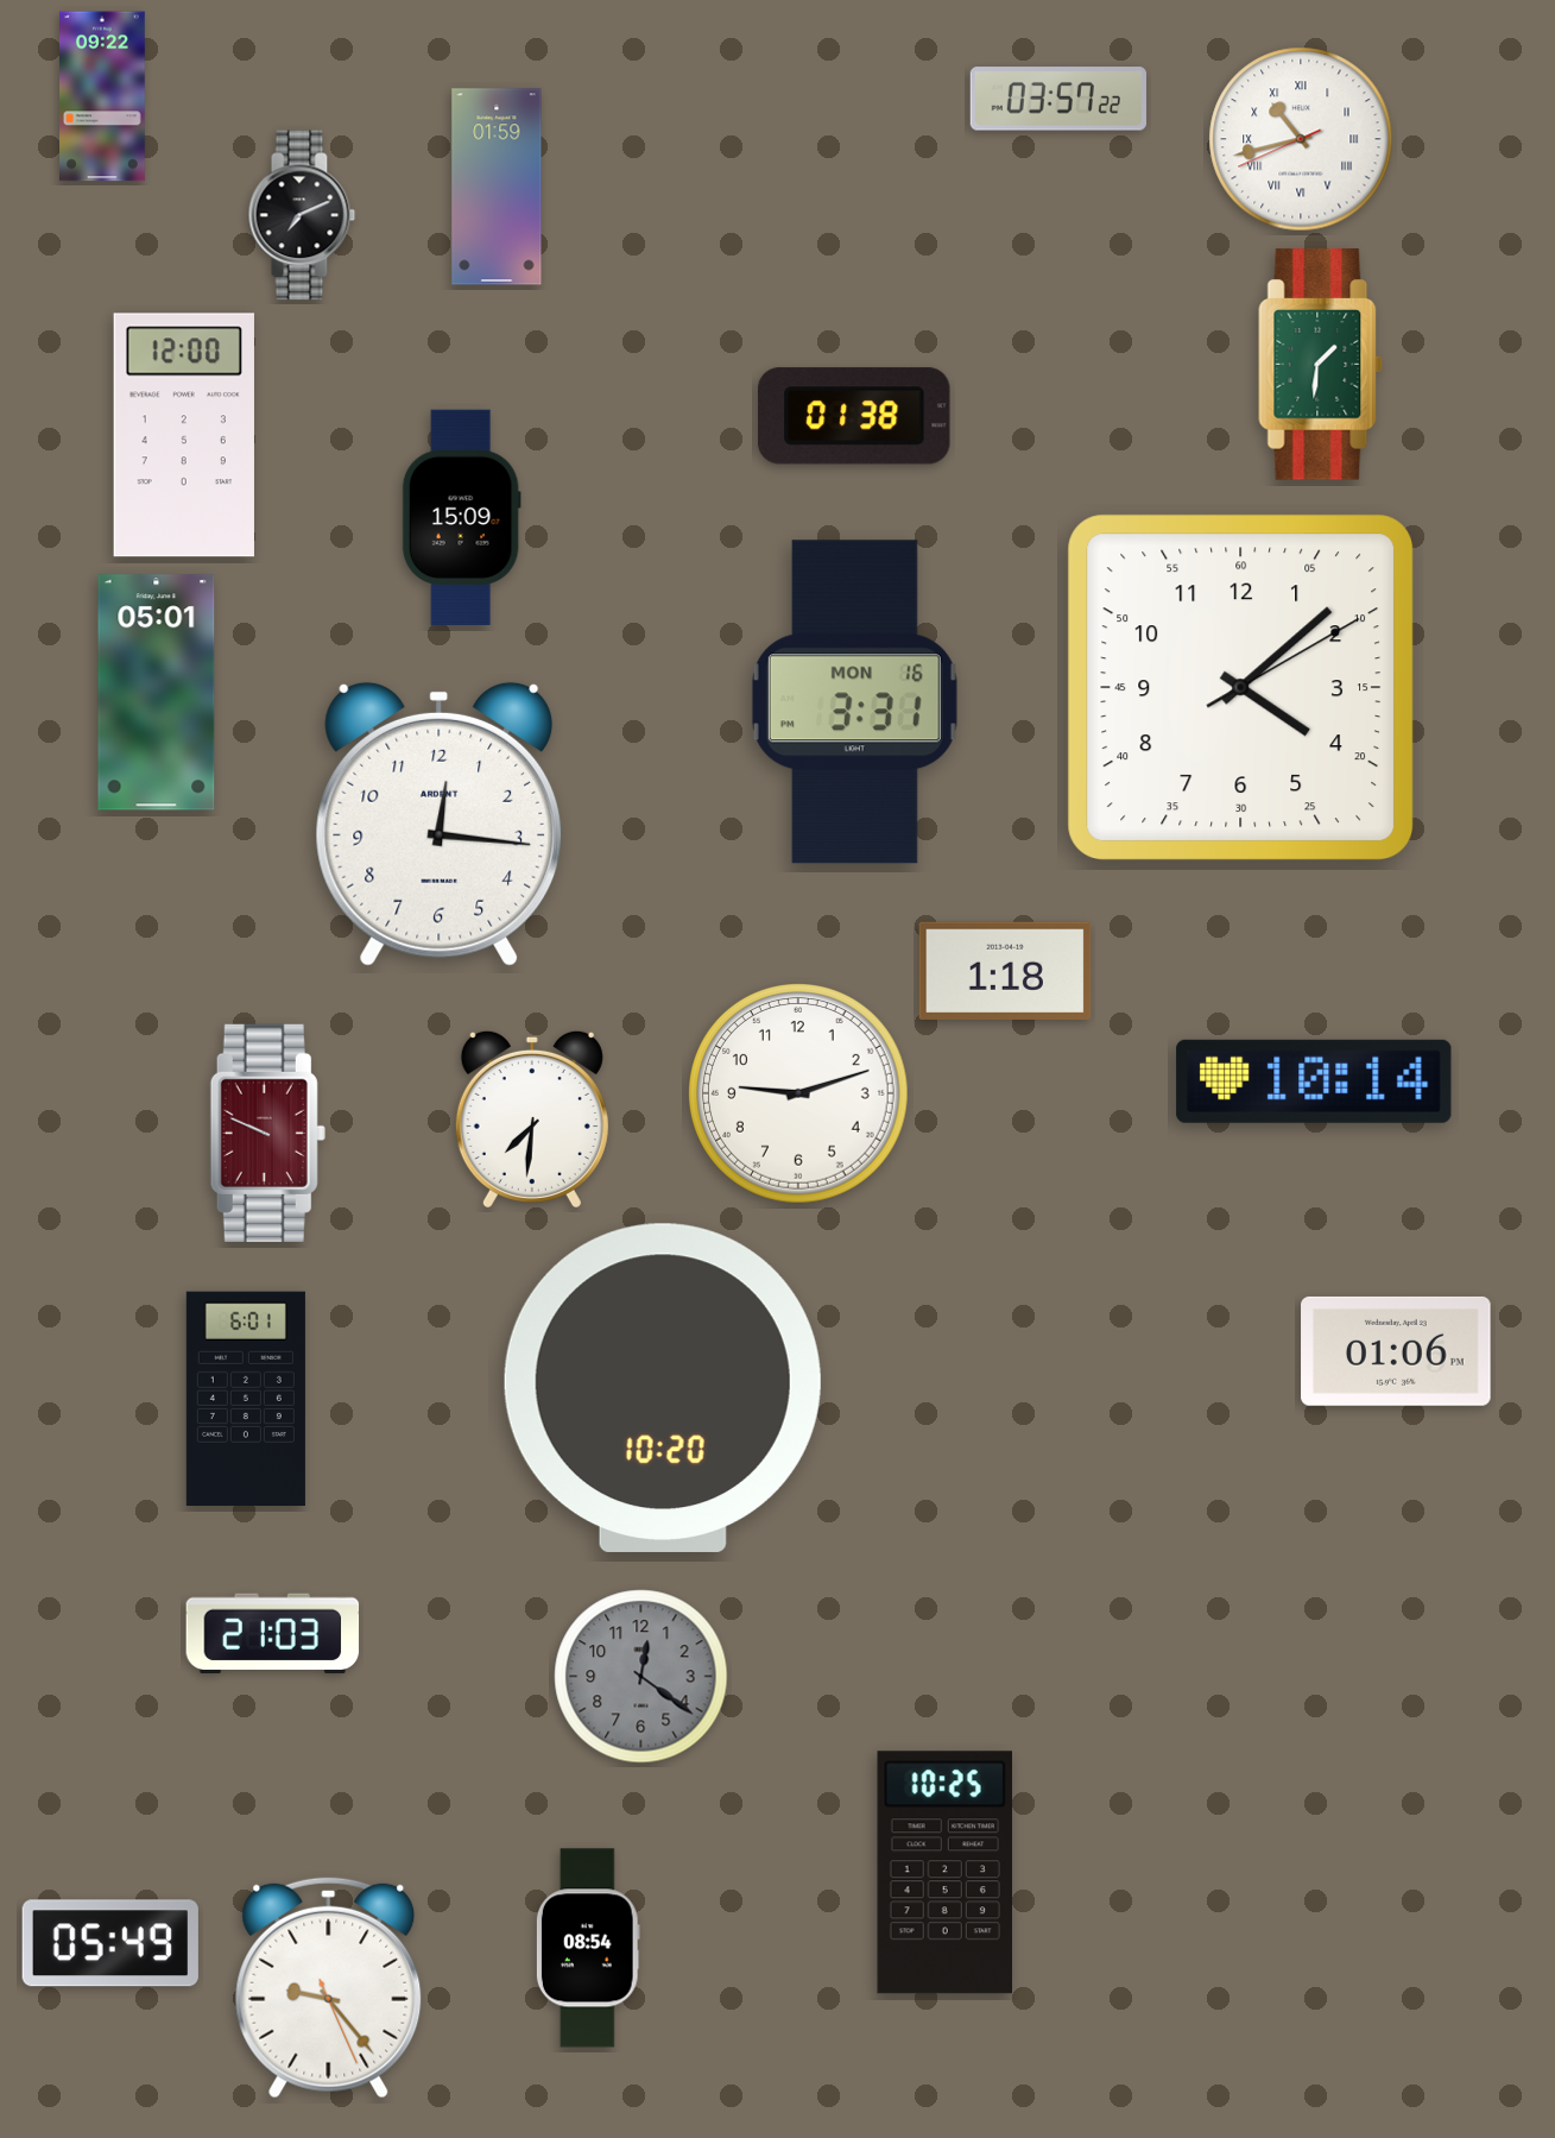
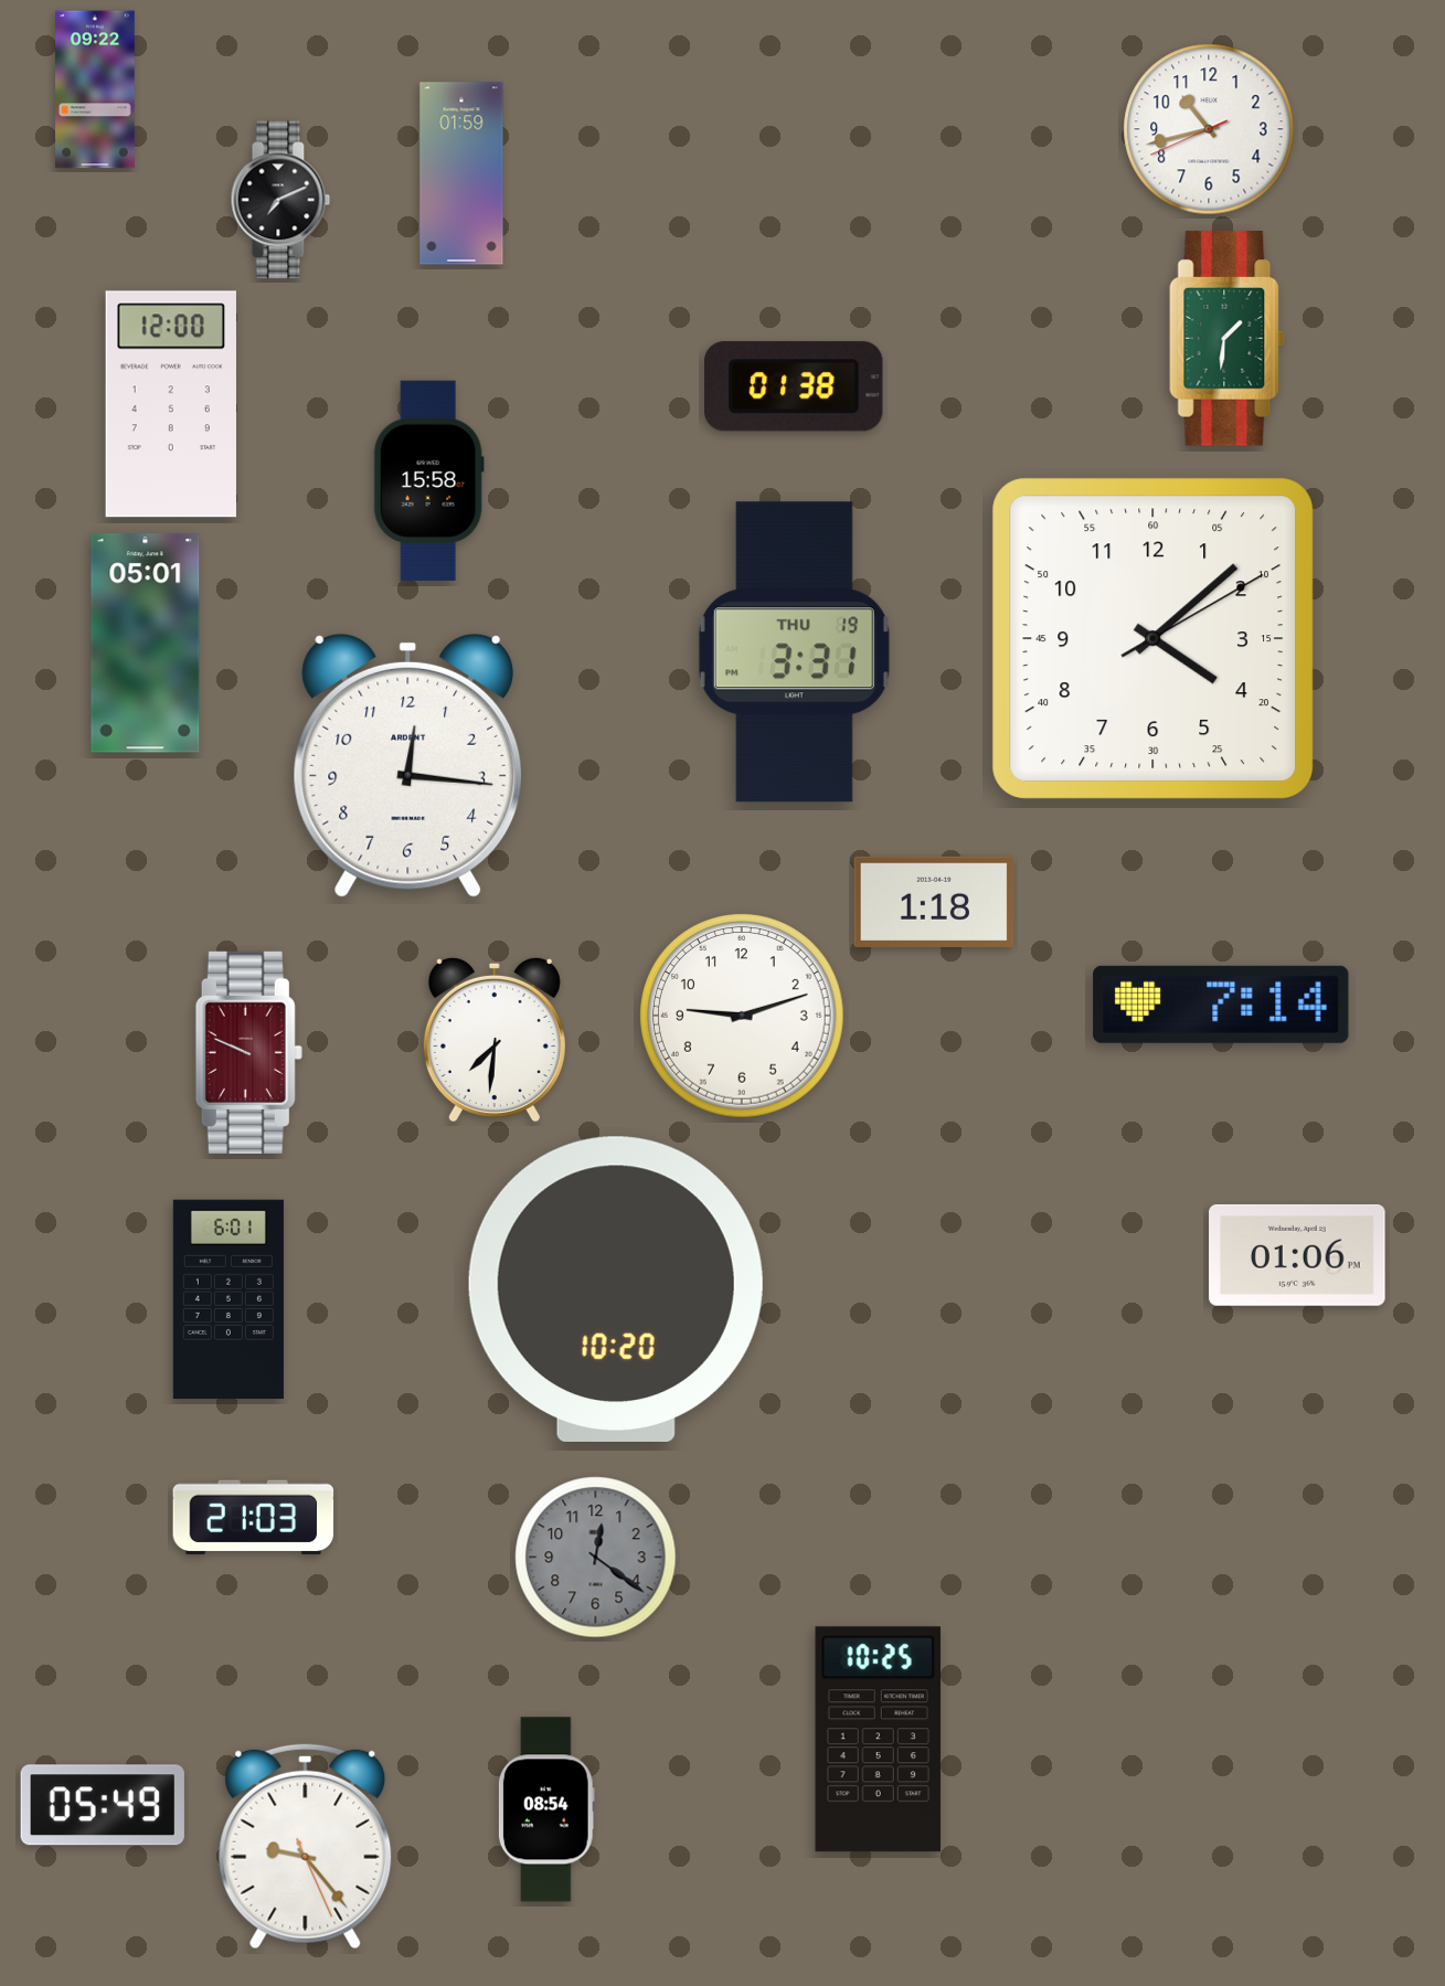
clock at (1058, 99): 03:57 -> none
clock at (1301, 139) numerals: Roman -> Arabic
clock at (461, 517): 15:09 -> 15:58
clock at (854, 702) date: MON 16 -> THU 19
clock at (1314, 1081): 10:14 -> 7:14
